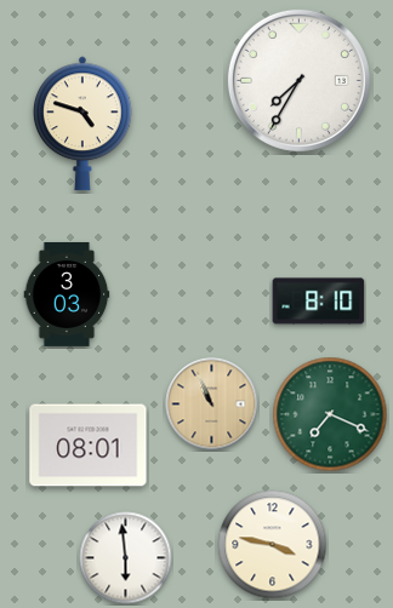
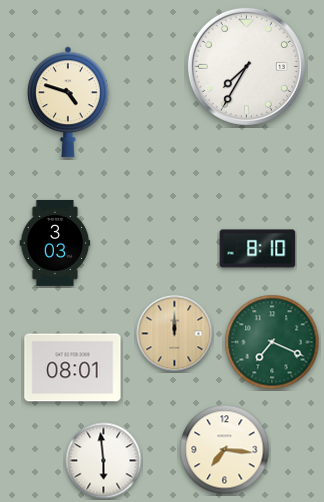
clock at (319, 302) position: (319, 302) -> (258, 249)
clock at (212, 405): 10:56 -> 12:00
clock at (273, 545): 3:47 -> 7:16
